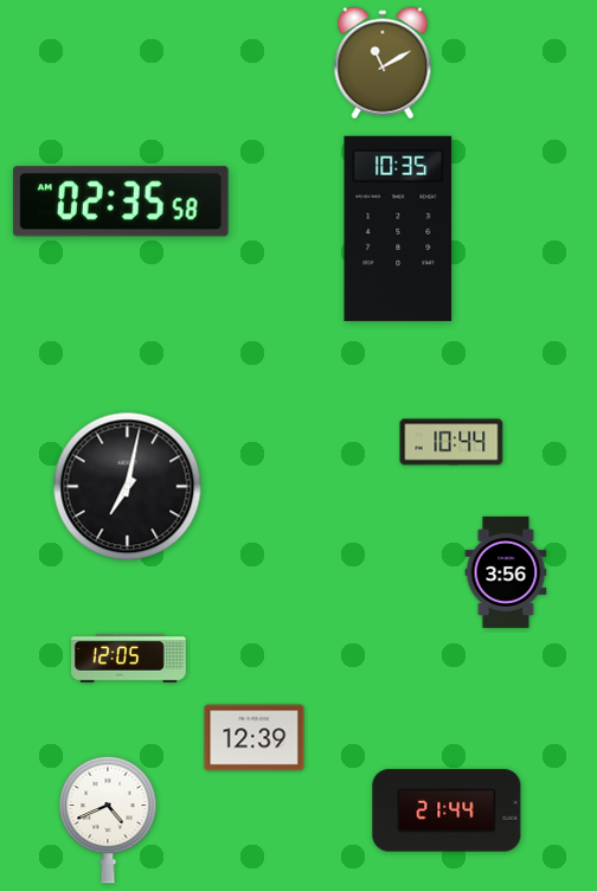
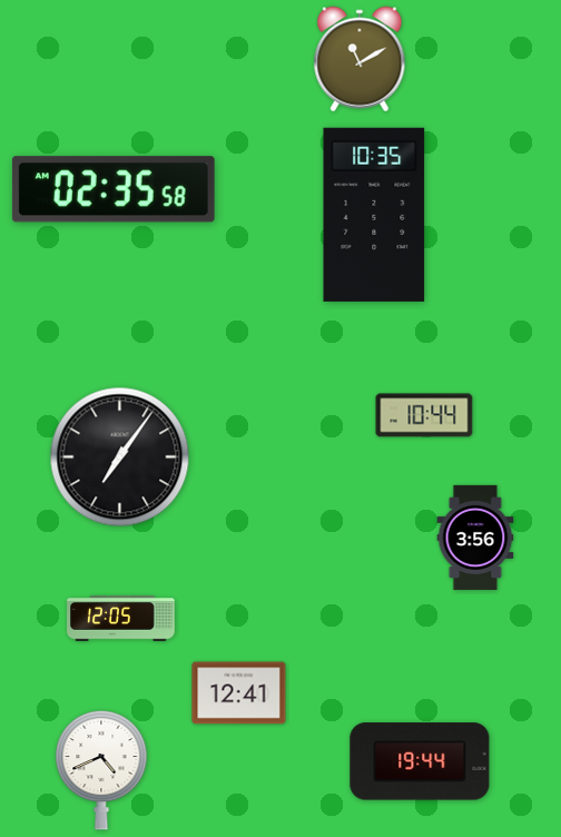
clock at (128, 487): 7:02 -> 7:06
clock at (255, 738): 12:39 -> 12:41
clock at (447, 810): 21:44 -> 19:44
